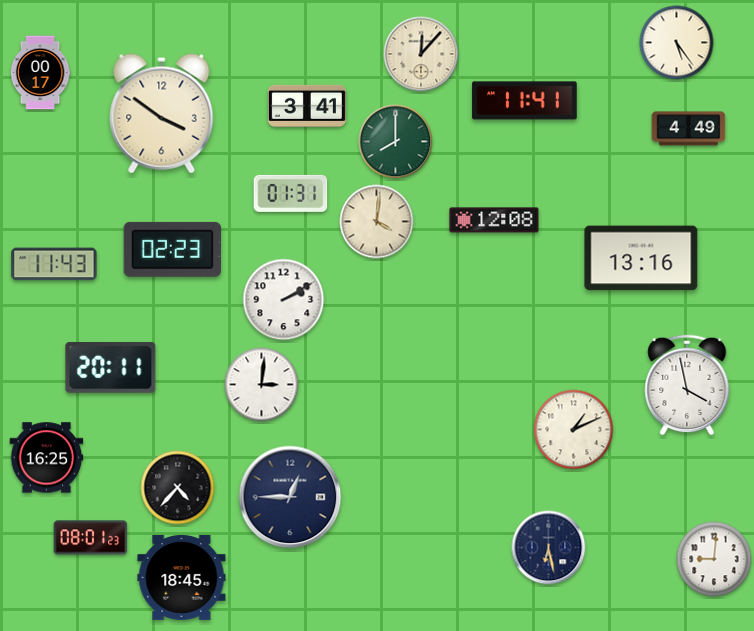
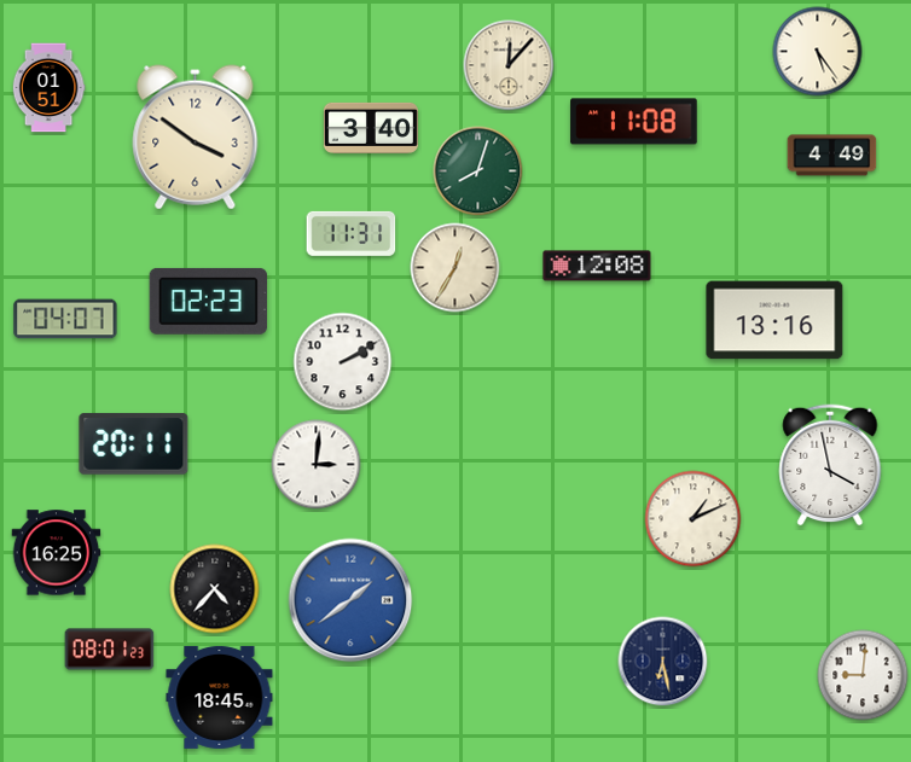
clock at (40, 73): 00:17 -> 01:51
clock at (525, 101): 11:41 -> 11:08
clock at (307, 106): 3:41 -> 3:40
clock at (396, 142): 8:00 -> 8:03
clock at (291, 193): 01:31 -> 11:31
clock at (377, 222): 4:01 -> 12:35
clock at (641, 258) position: (641, 258) -> (774, 320)
clock at (54, 264): 11:43 -> 04:07
clock at (290, 497): 12:45 -> 1:39
clock at (290, 497) dial: navy -> blue
